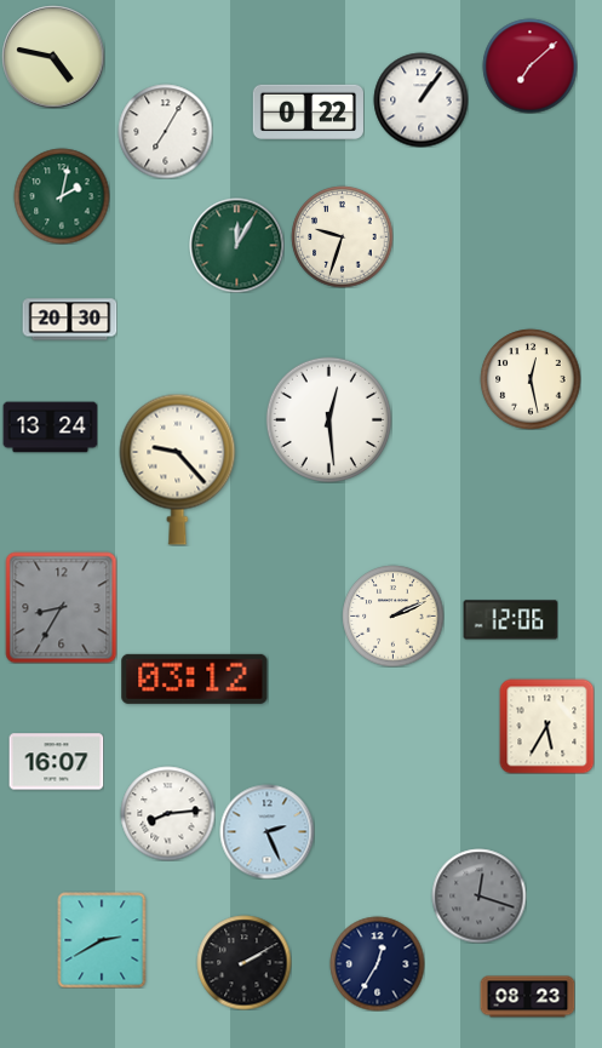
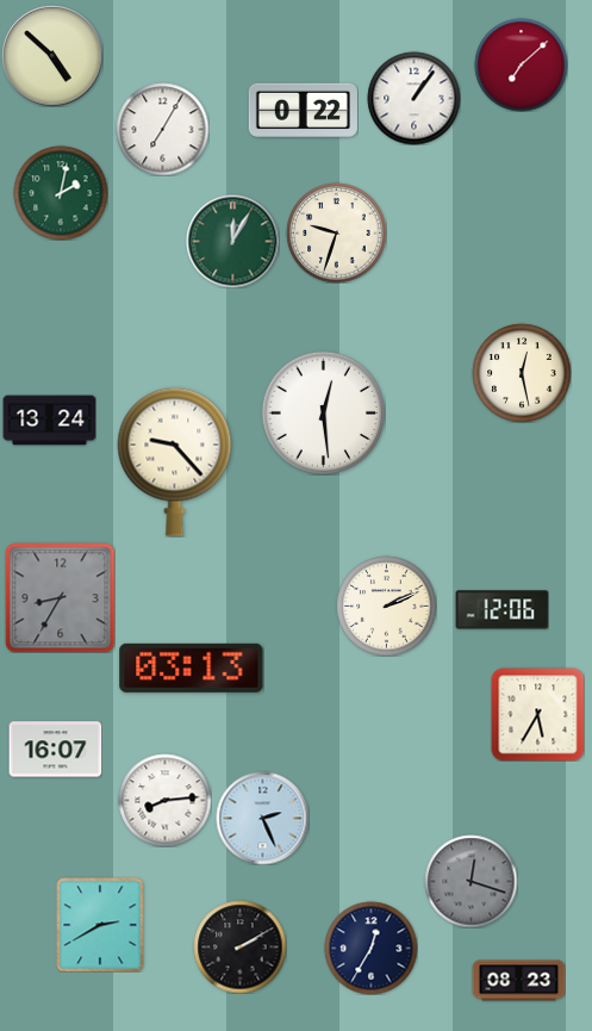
clock at (53, 57): 4:47 -> 4:52
clock at (69, 320): 20:30 -> none
clock at (195, 678): 03:12 -> 03:13
